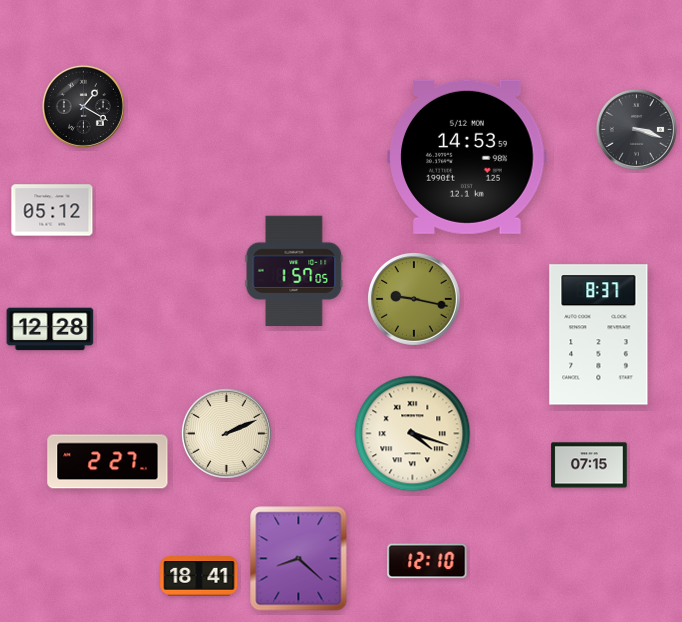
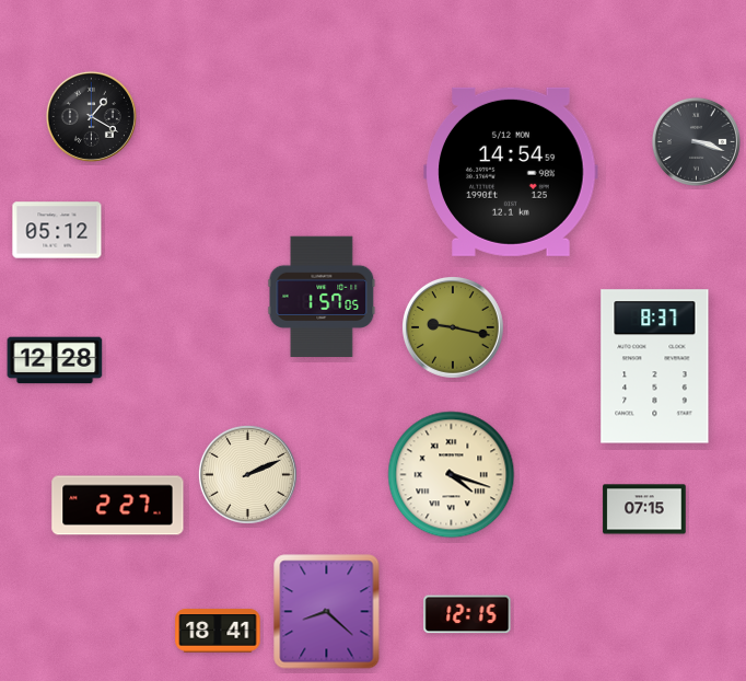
clock at (467, 157): 14:53 -> 14:54
clock at (427, 561): 12:10 -> 12:15
